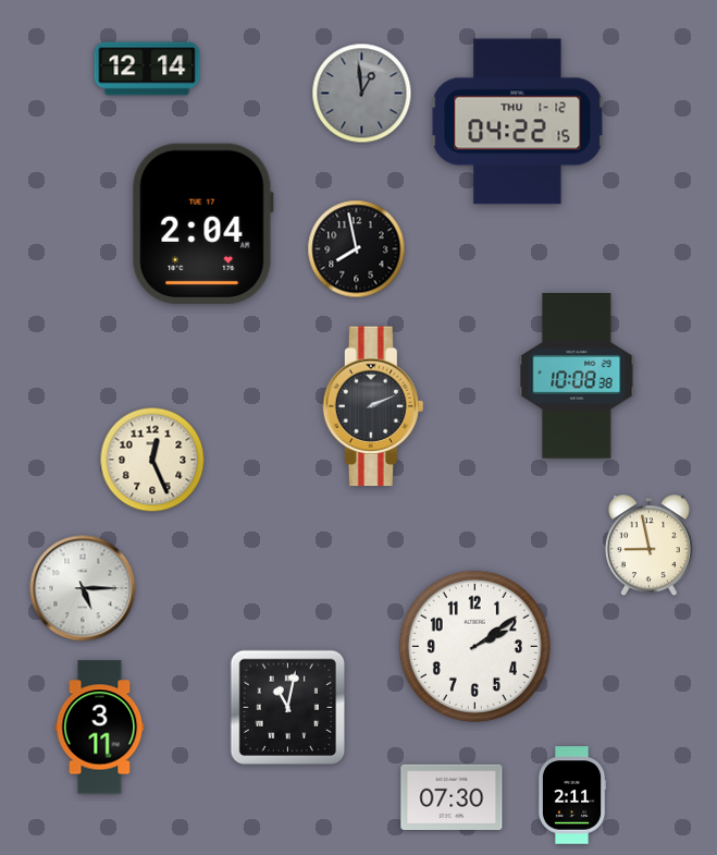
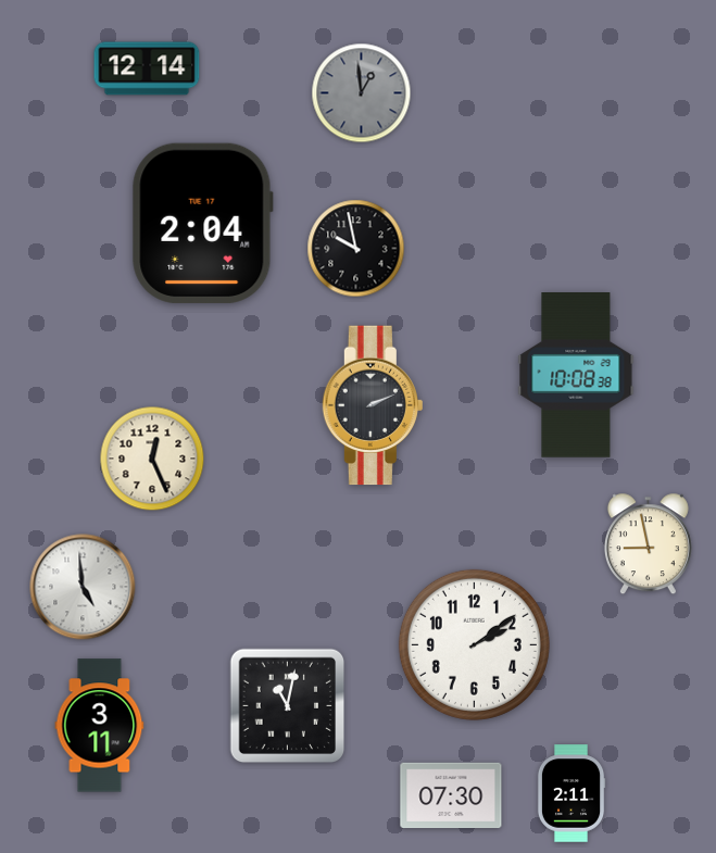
clock at (518, 122): 04:22 -> none
clock at (357, 249): 7:58 -> 9:58
clock at (83, 588): 5:15 -> 4:59
